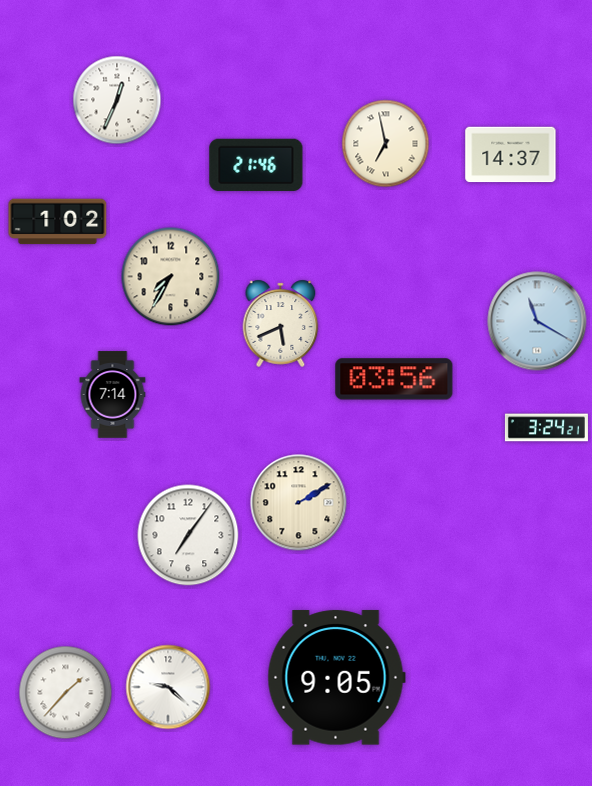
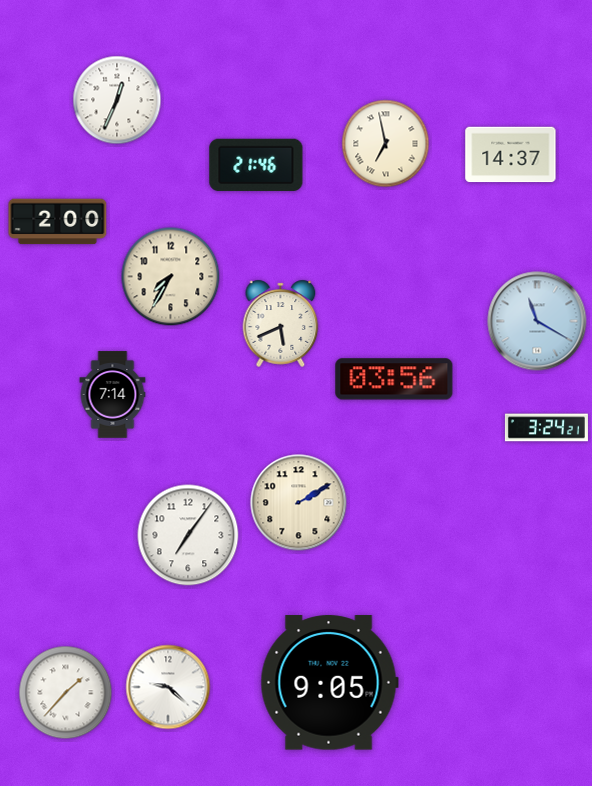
clock at (58, 222): 1:02 -> 2:00
clock at (336, 678) position: (336, 678) -> (329, 683)
